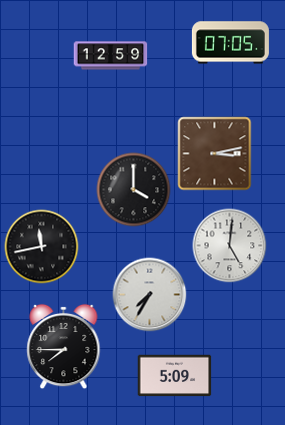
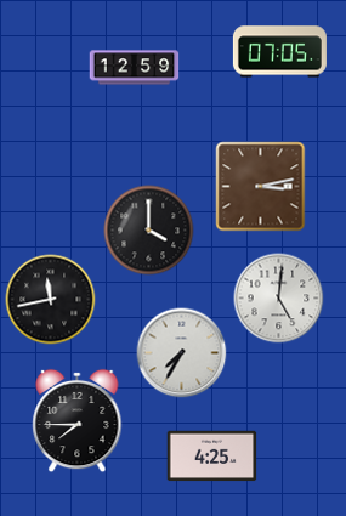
clock at (134, 190) position: (134, 190) -> (149, 231)
clock at (150, 295) position: (150, 295) -> (182, 353)
clock at (175, 376): 5:09 -> 4:25
